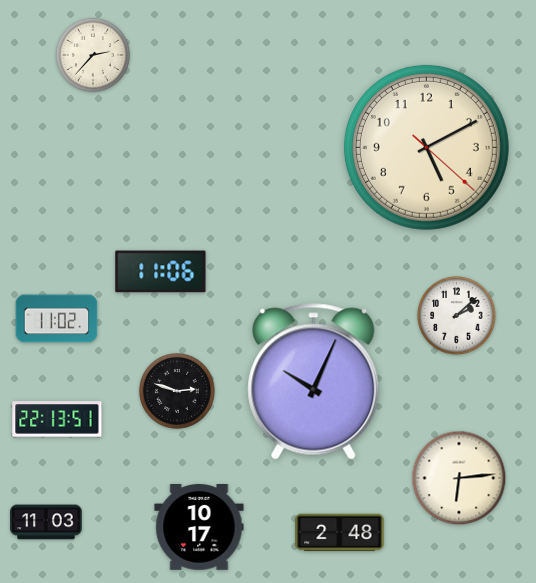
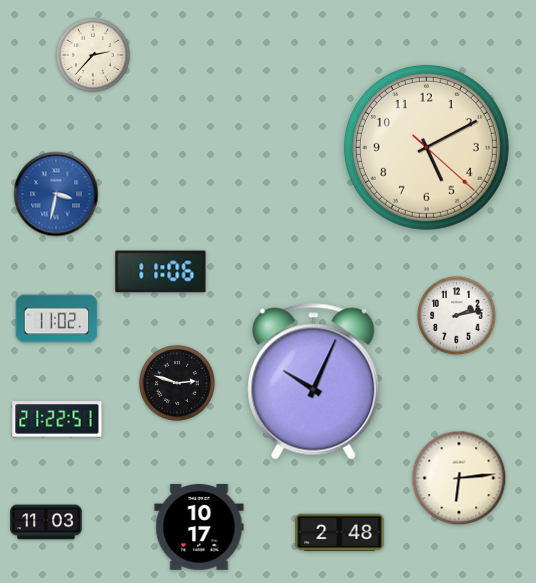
clock at (56, 194): none -> 3:32
clock at (457, 316): 2:08 -> 2:13
clock at (177, 391) position: (177, 391) -> (177, 383)
clock at (57, 419): 22:13 -> 21:22
